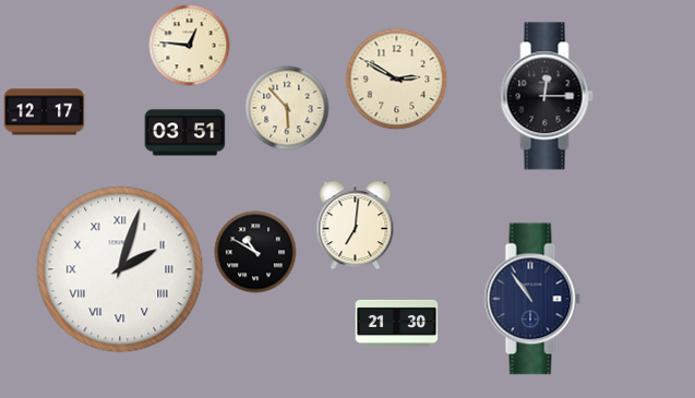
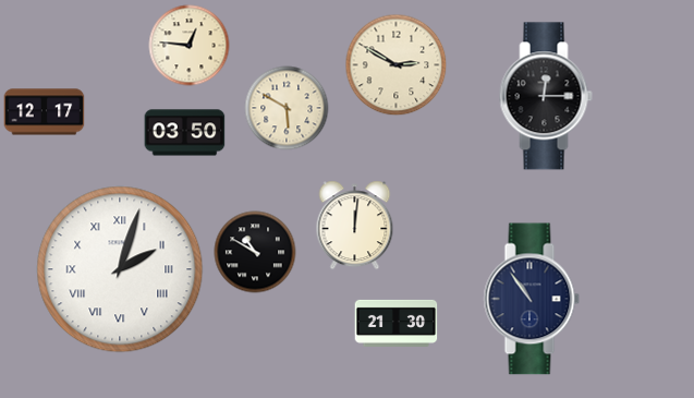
clock at (397, 80) position: (397, 80) -> (397, 65)
clock at (287, 108): 5:53 -> 5:50
clock at (185, 133): 03:51 -> 03:50
clock at (356, 226): 7:01 -> 12:01
